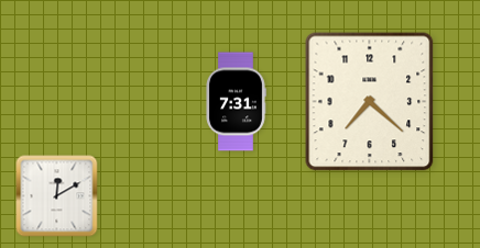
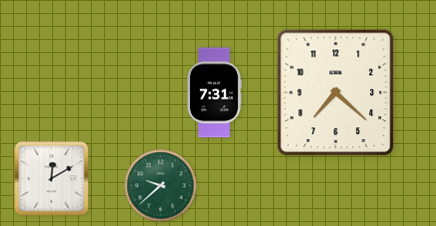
clock at (161, 186): none -> 9:38
